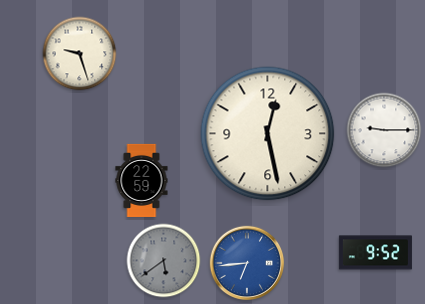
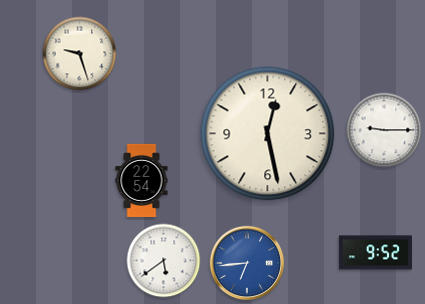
clock at (142, 180): 22:59 -> 22:54
clock at (164, 261) dial: grey -> white
